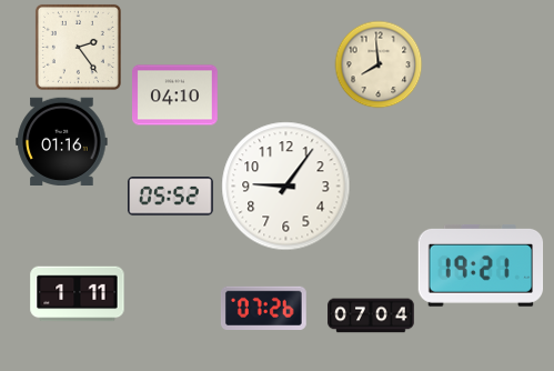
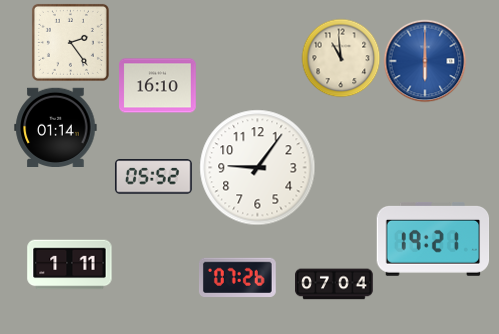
clock at (379, 64): 7:59 -> 10:59
clock at (425, 61): none -> 6:00
clock at (175, 96): 04:10 -> 16:10
clock at (62, 141): 01:16 -> 01:14
